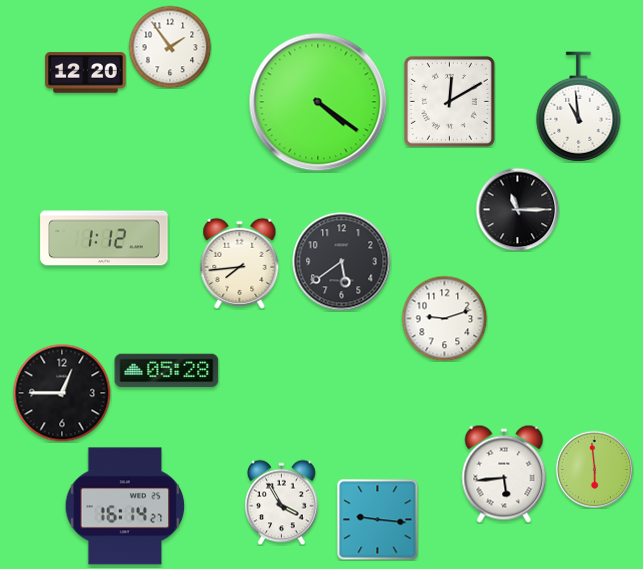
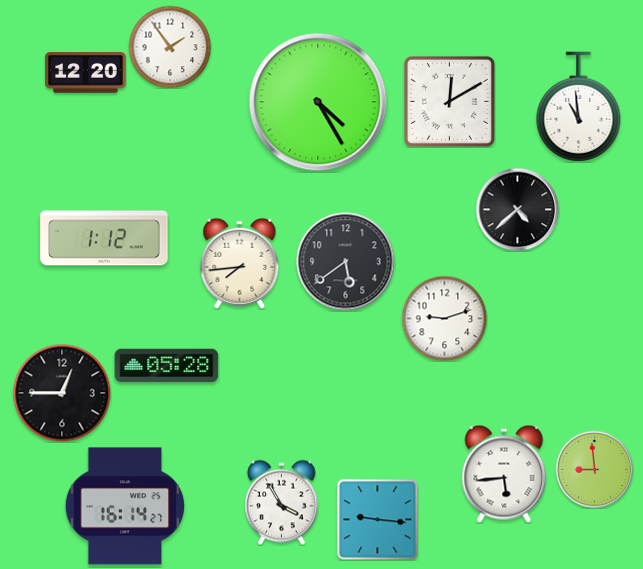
clock at (318, 102): 4:21 -> 4:25
clock at (517, 209): 11:15 -> 4:38
clock at (342, 262) position: (342, 262) -> (346, 262)
clock at (167, 371) position: (167, 371) -> (167, 366)
clock at (594, 469): 5:59 -> 8:59
